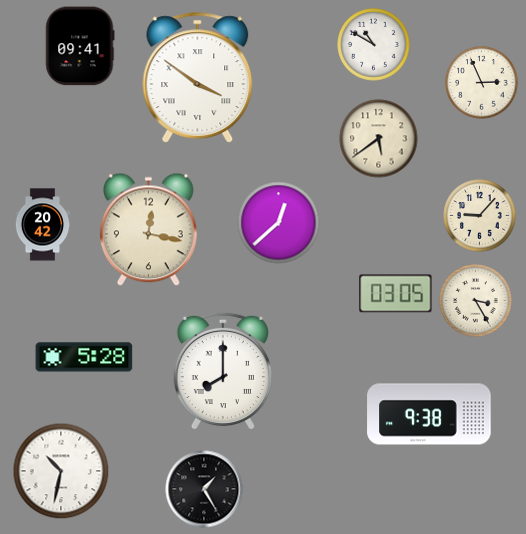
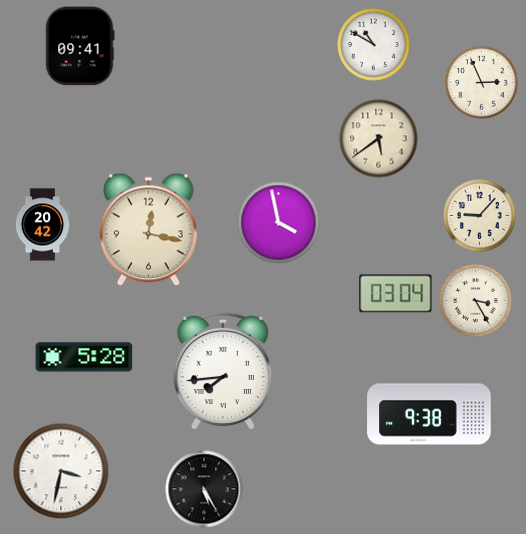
clock at (198, 78): 3:51 -> none
clock at (279, 223): 12:38 -> 3:58
clock at (396, 294): 03:05 -> 03:04
clock at (223, 371): 8:00 -> 7:44
clock at (61, 471): 10:32 -> 3:32
clock at (204, 489): 1:25 -> 5:25
